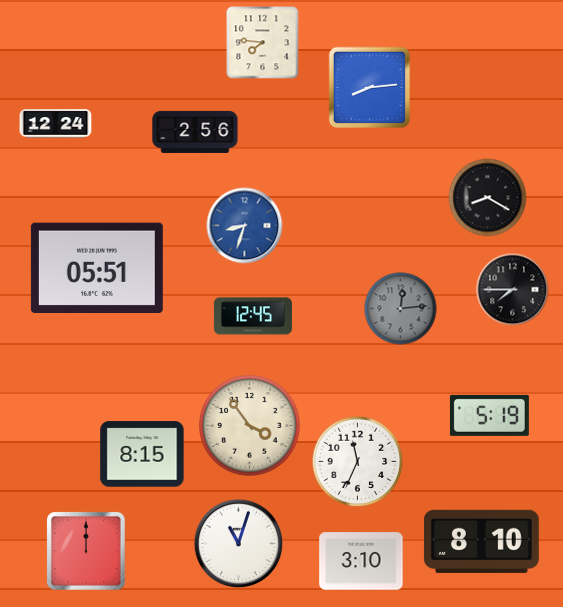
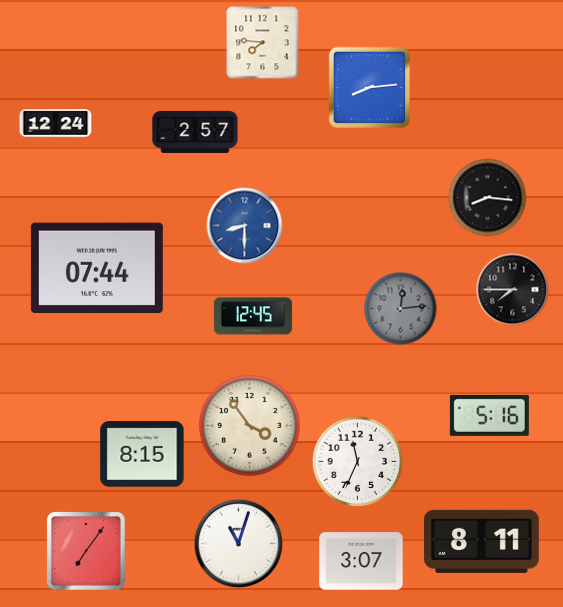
clock at (195, 132): 2:56 -> 2:57
clock at (488, 198): 8:20 -> 8:16
clock at (245, 226): 8:33 -> 8:30
clock at (97, 268): 05:51 -> 07:44
clock at (489, 415): 5:19 -> 5:16
clock at (481, 541): 8:10 -> 8:11
clock at (87, 552): 12:00 -> 7:06
clock at (361, 561): 3:10 -> 3:07
